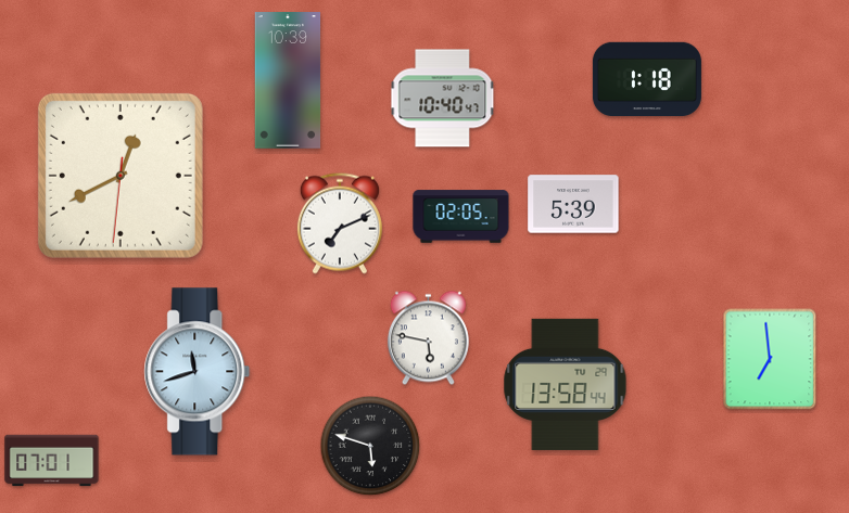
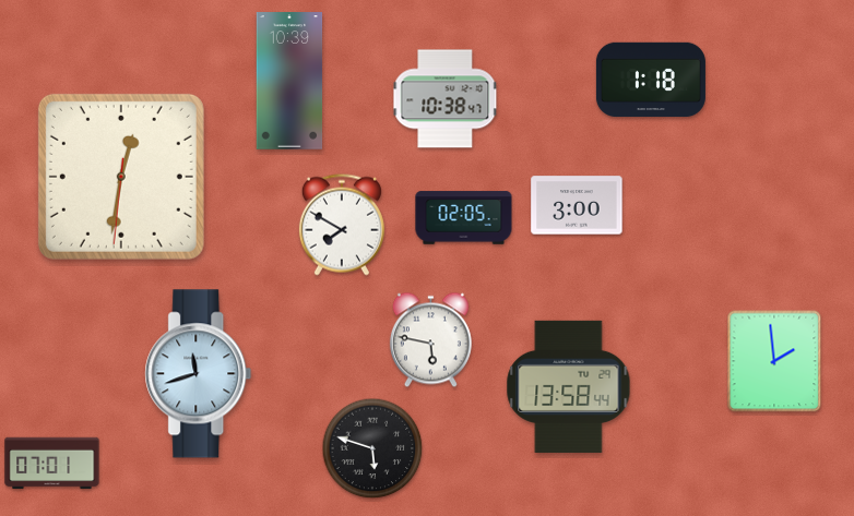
clock at (443, 99): 10:40 -> 10:38
clock at (121, 176): 12:40 -> 12:31
clock at (573, 204): 5:39 -> 3:00
clock at (340, 223): 7:11 -> 7:50
clock at (770, 359): 6:59 -> 1:59
